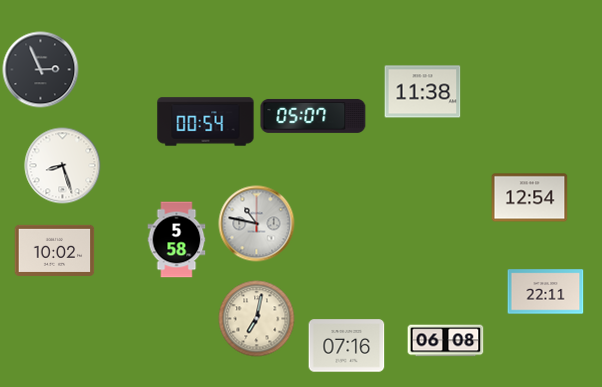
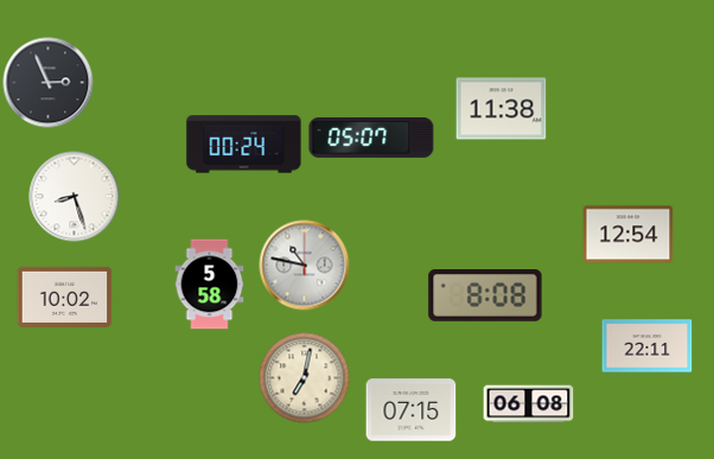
clock at (206, 122): 00:54 -> 00:24
clock at (485, 297): none -> 8:08
clock at (347, 346): 07:16 -> 07:15
